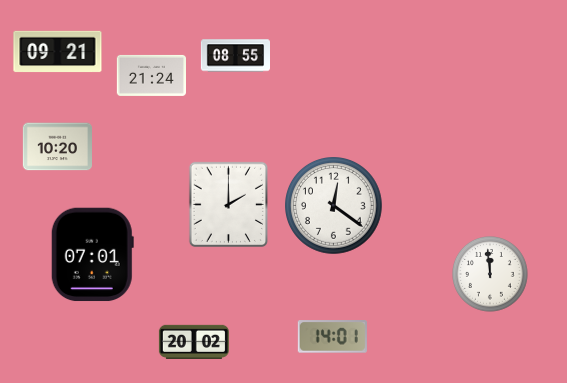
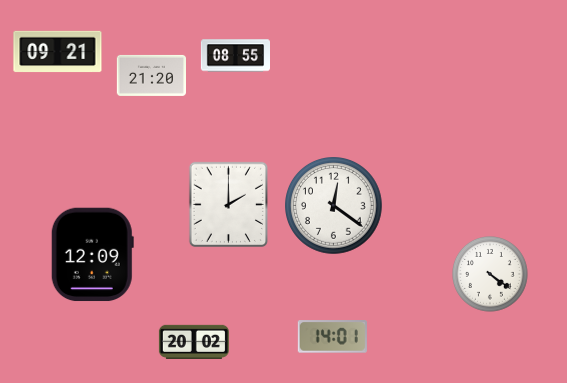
clock at (151, 75): 21:24 -> 21:20
clock at (57, 147): 10:20 -> none
clock at (92, 255): 07:01 -> 12:09
clock at (491, 275): 11:59 -> 4:21
